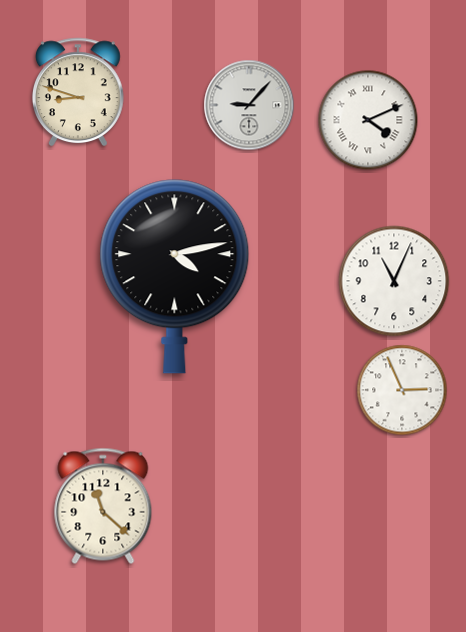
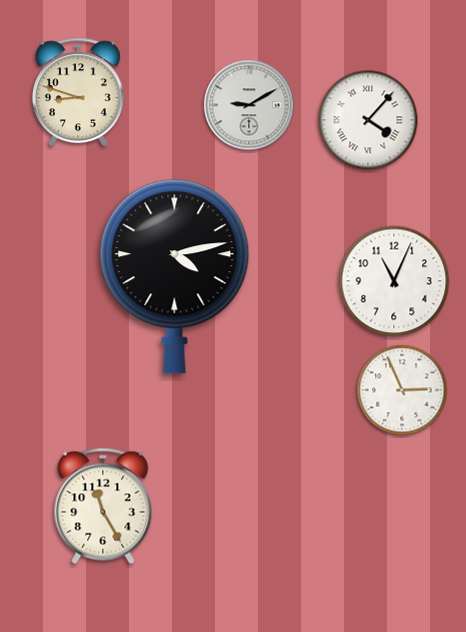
clock at (249, 105): 9:07 -> 9:10
clock at (368, 120): 4:11 -> 4:07
clock at (103, 506): 11:22 -> 11:25
